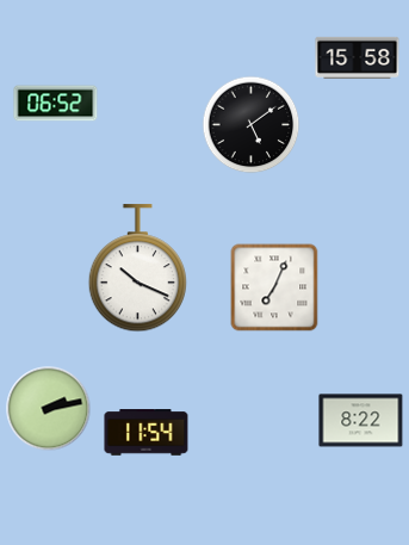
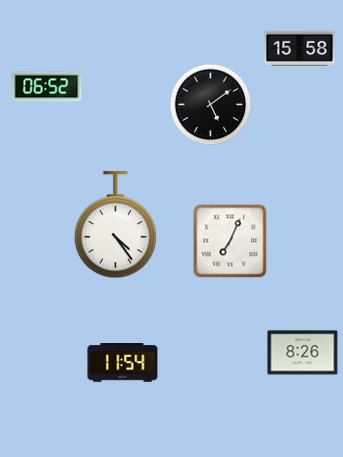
clock at (137, 268): 10:19 -> 4:24
clock at (49, 409): 2:13 -> none
clock at (361, 421): 8:22 -> 8:26
